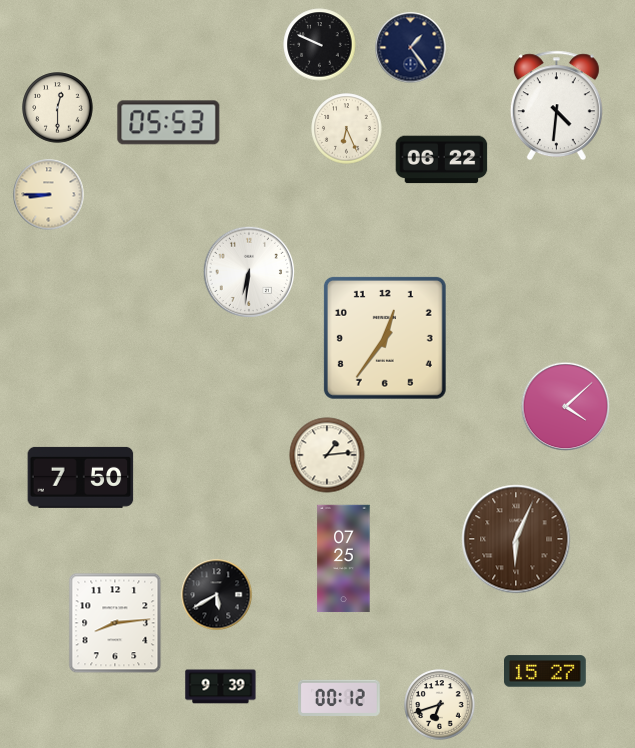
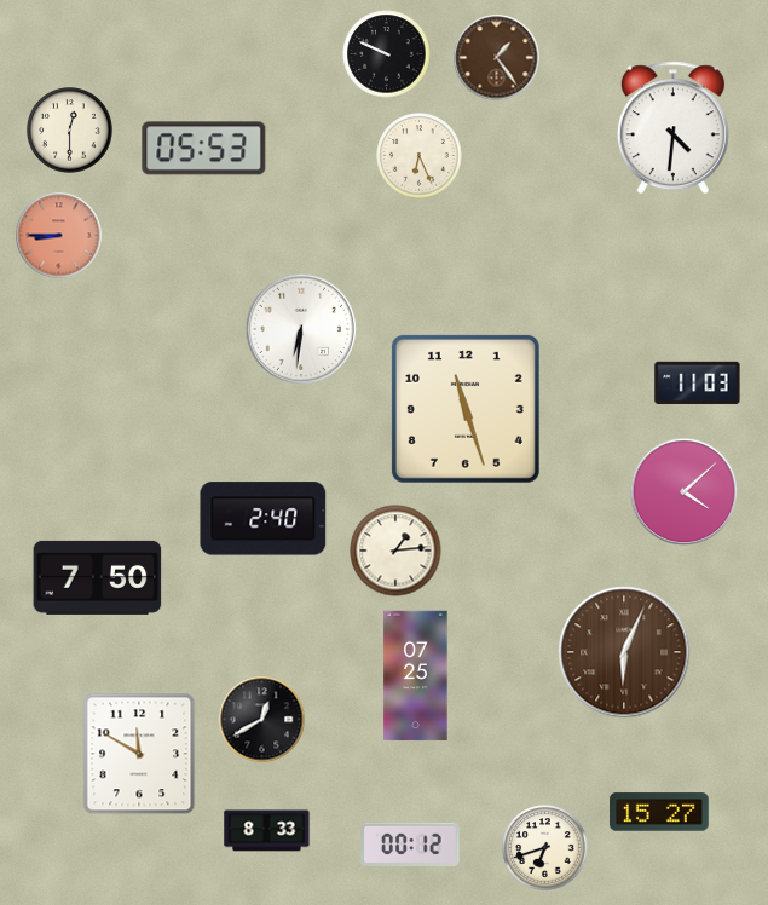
clock at (411, 48) dial: navy -> brown
clock at (442, 160): 06:22 -> none
clock at (49, 195) dial: cream -> salmon
clock at (698, 382): none -> 11:03
clock at (385, 338): 12:36 -> 11:27
clock at (264, 519): none -> 2:40
clock at (217, 595): 5:40 -> 12:40
clock at (115, 623): 8:14 -> 11:50
clock at (221, 687): 9:39 -> 8:33
clock at (440, 705) position: (440, 705) -> (545, 848)
